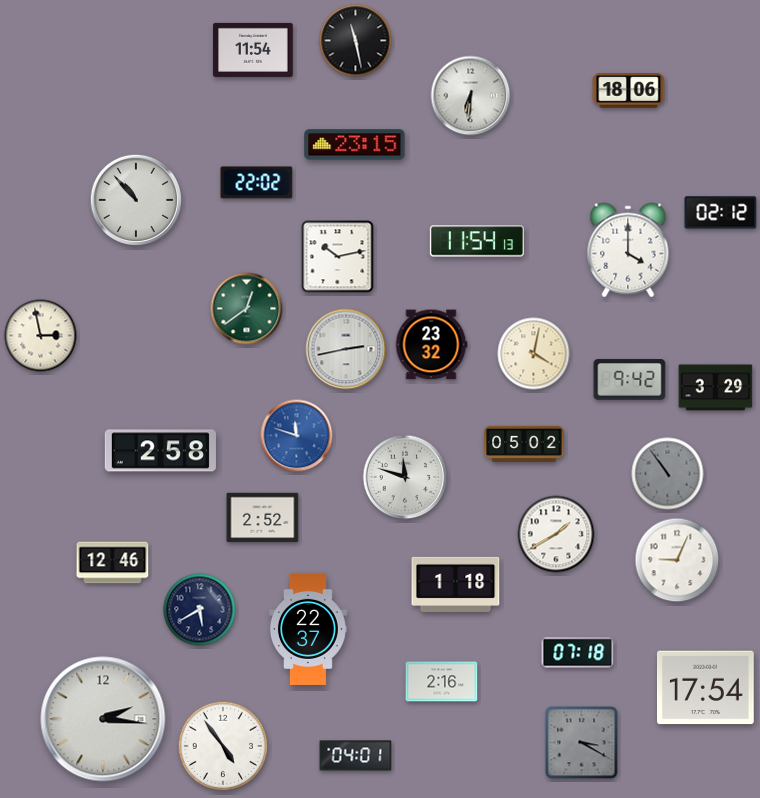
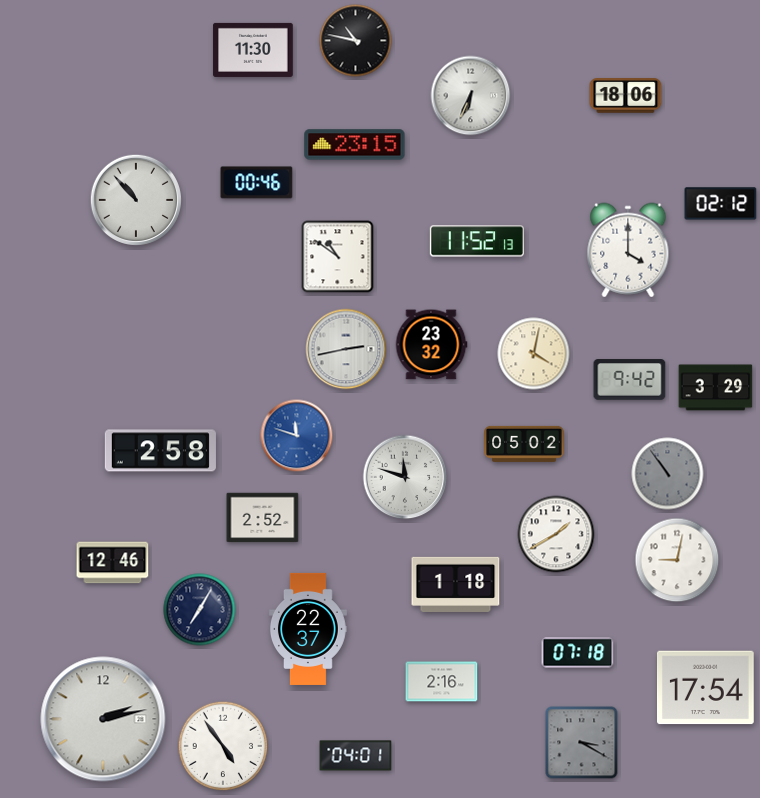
clock at (356, 41): 11:28 -> 10:47
clock at (253, 50): 11:54 -> 11:30
clock at (629, 91) position: (629, 91) -> (626, 96)
clock at (471, 96): 6:31 -> 6:34
clock at (257, 183): 22:02 -> 00:46
clock at (721, 213) position: (721, 213) -> (721, 204)
clock at (477, 241): 11:54 -> 11:52
clock at (338, 257): 10:13 -> 10:51
clock at (247, 309): 12:39 -> none
clock at (41, 336): 2:58 -> none
clock at (677, 560): 9:04 -> 9:02
clock at (200, 610): 5:40 -> 7:05
clock at (103, 719): 2:16 -> 2:13
